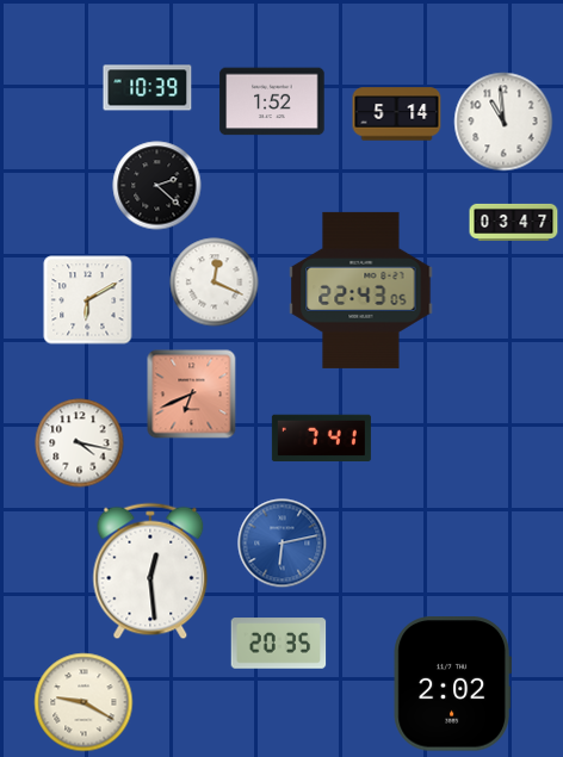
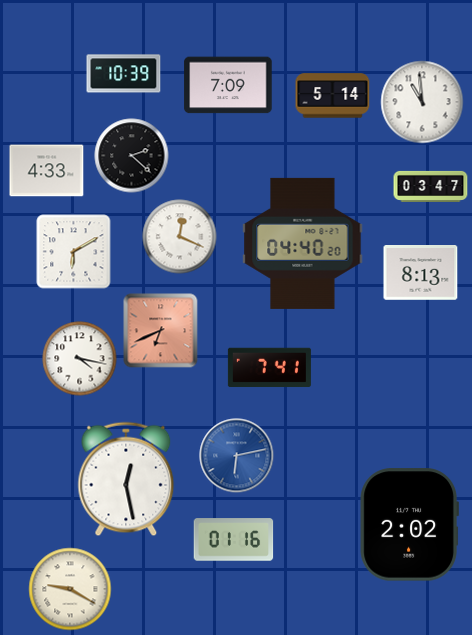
clock at (272, 101): 1:52 -> 7:09
clock at (47, 171): none -> 4:33
clock at (361, 290): 22:43 -> 04:40
clock at (421, 273): none -> 8:13
clock at (80, 443) position: (80, 443) -> (80, 359)
clock at (150, 571): 12:29 -> 12:28
clock at (279, 644): 20:35 -> 01:16
clock at (452, 684) position: (452, 684) -> (409, 525)
